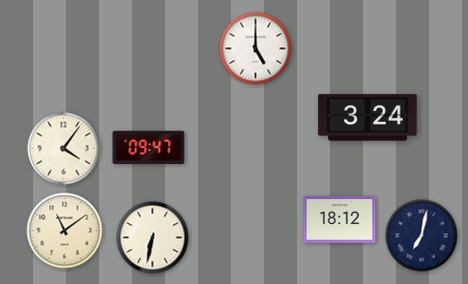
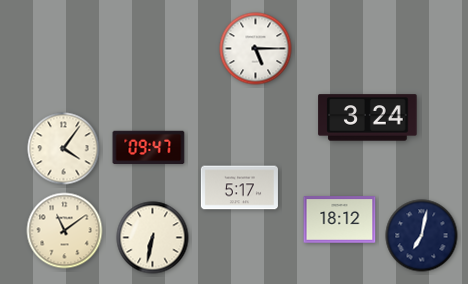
clock at (256, 49): 5:00 -> 5:15
clock at (239, 188): none -> 5:17
